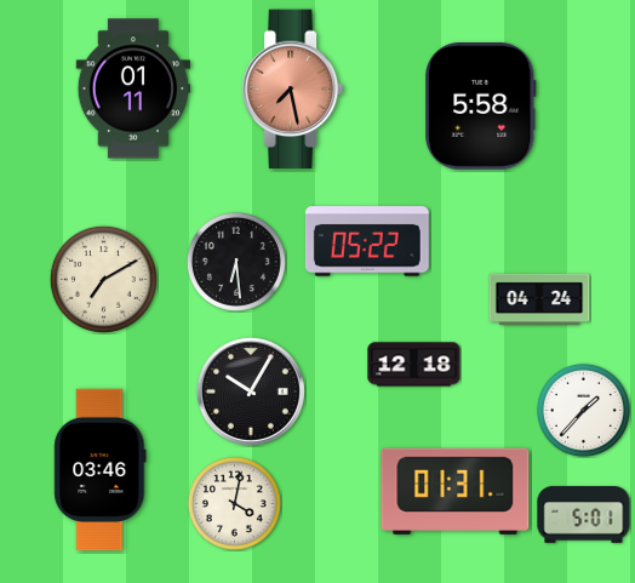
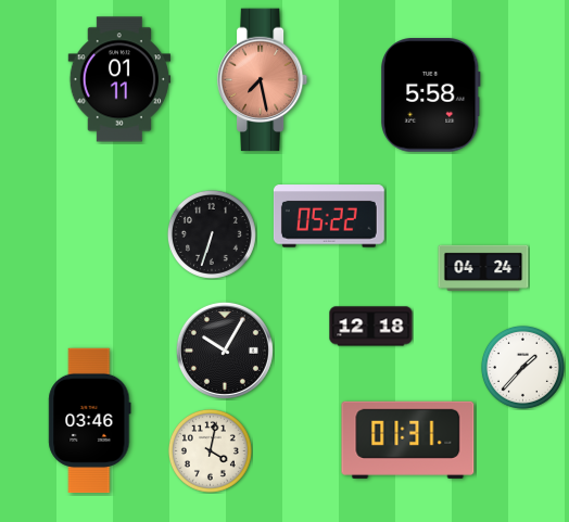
clock at (236, 262): 6:29 -> 6:33
clock at (103, 279): 7:10 -> none
clock at (584, 515): 5:01 -> none
